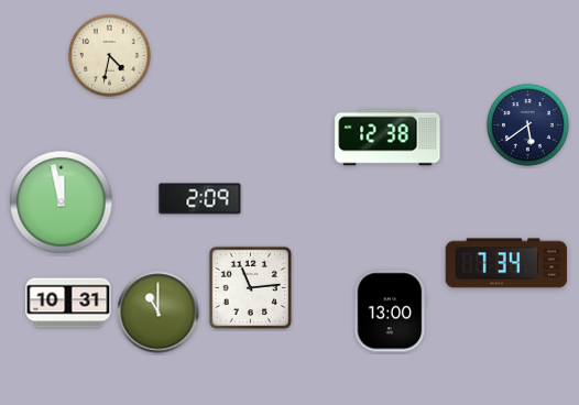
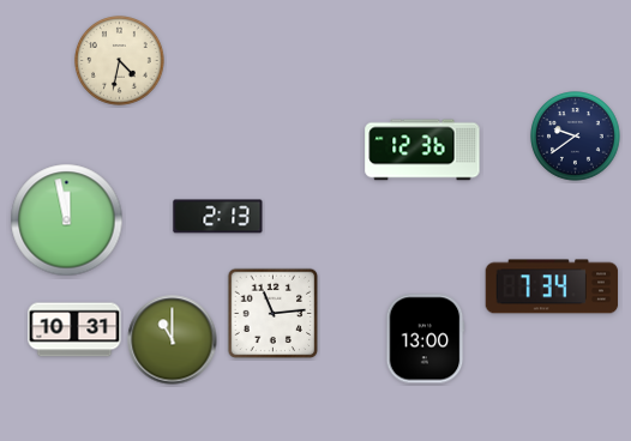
clock at (528, 125): 5:39 -> 9:39
clock at (387, 138): 12:38 -> 12:36
clock at (200, 199): 2:09 -> 2:13
